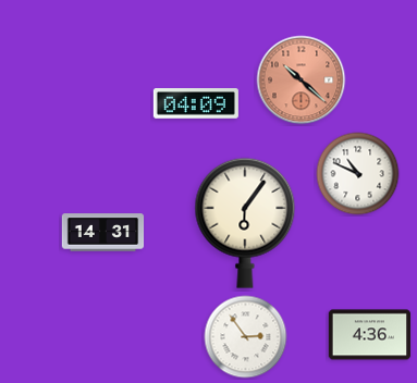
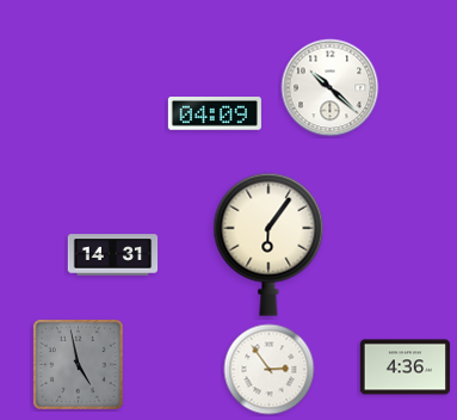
clock at (302, 81) dial: salmon -> white
clock at (358, 174): 10:49 -> none
clock at (78, 364): none -> 4:58
